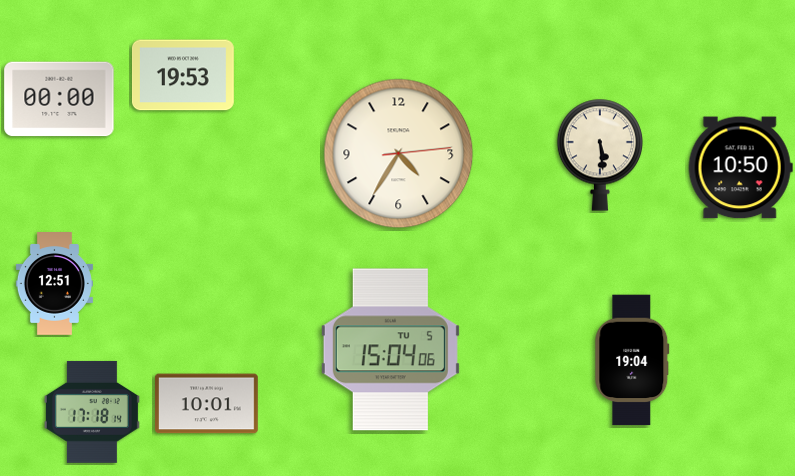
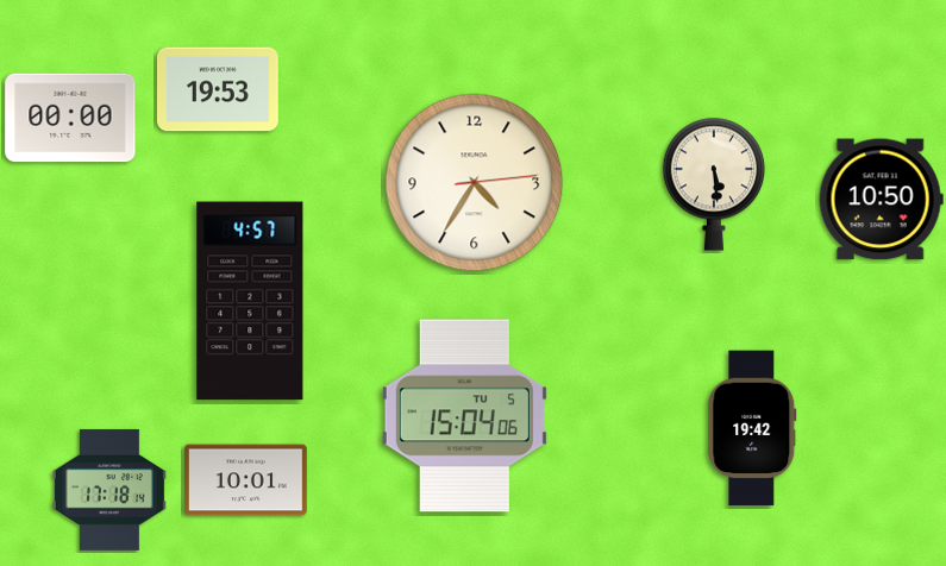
clock at (250, 301): none -> 4:57
clock at (54, 284): 12:51 -> none
clock at (632, 360): 19:04 -> 19:42
